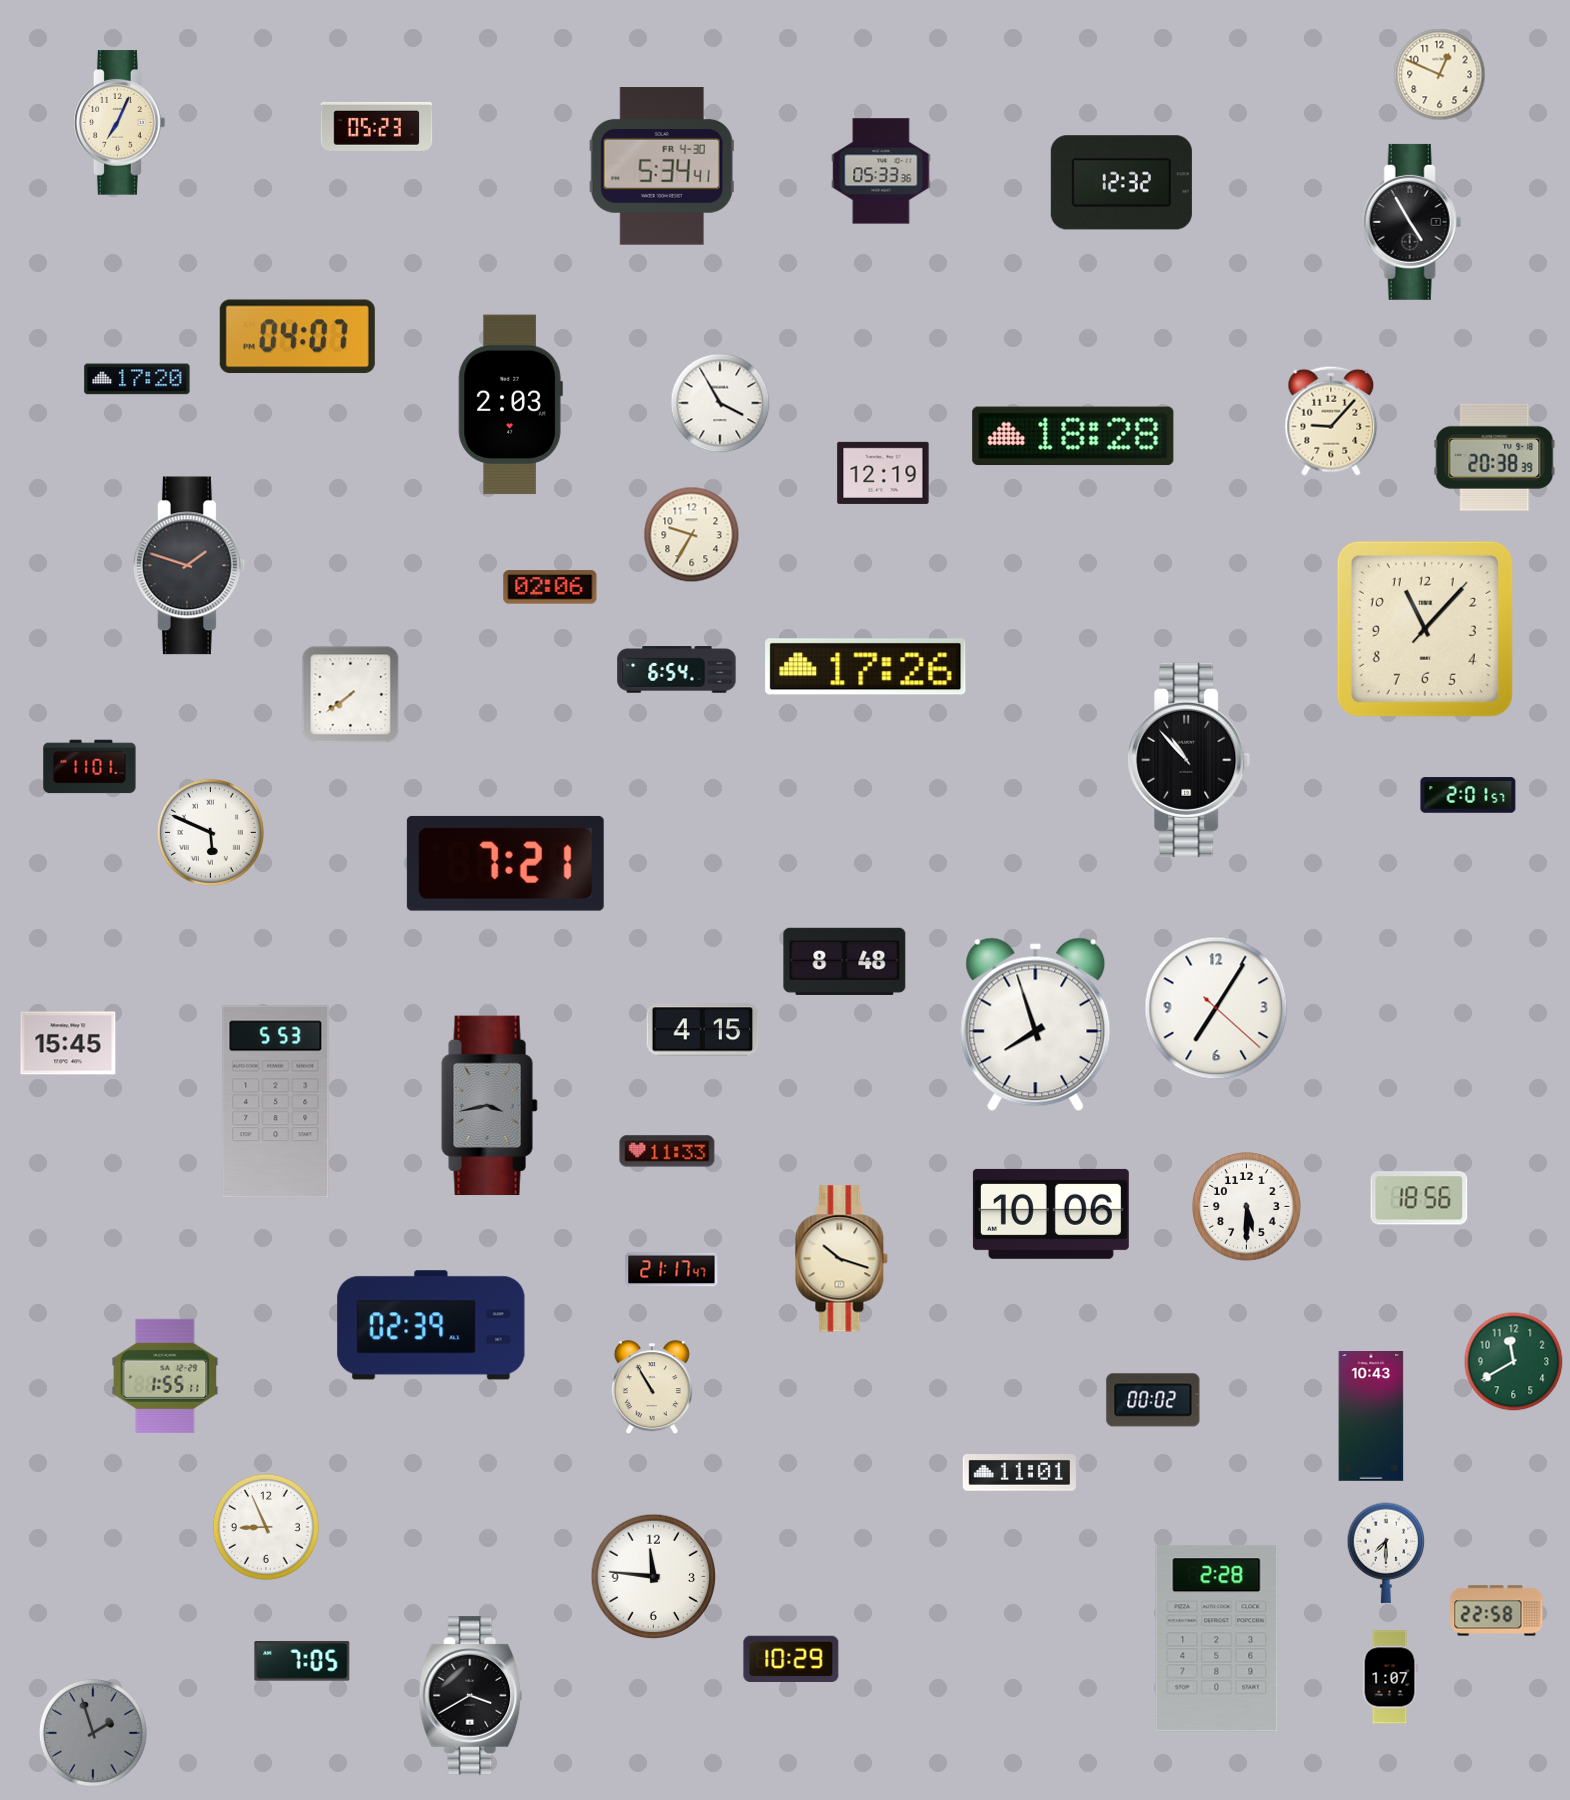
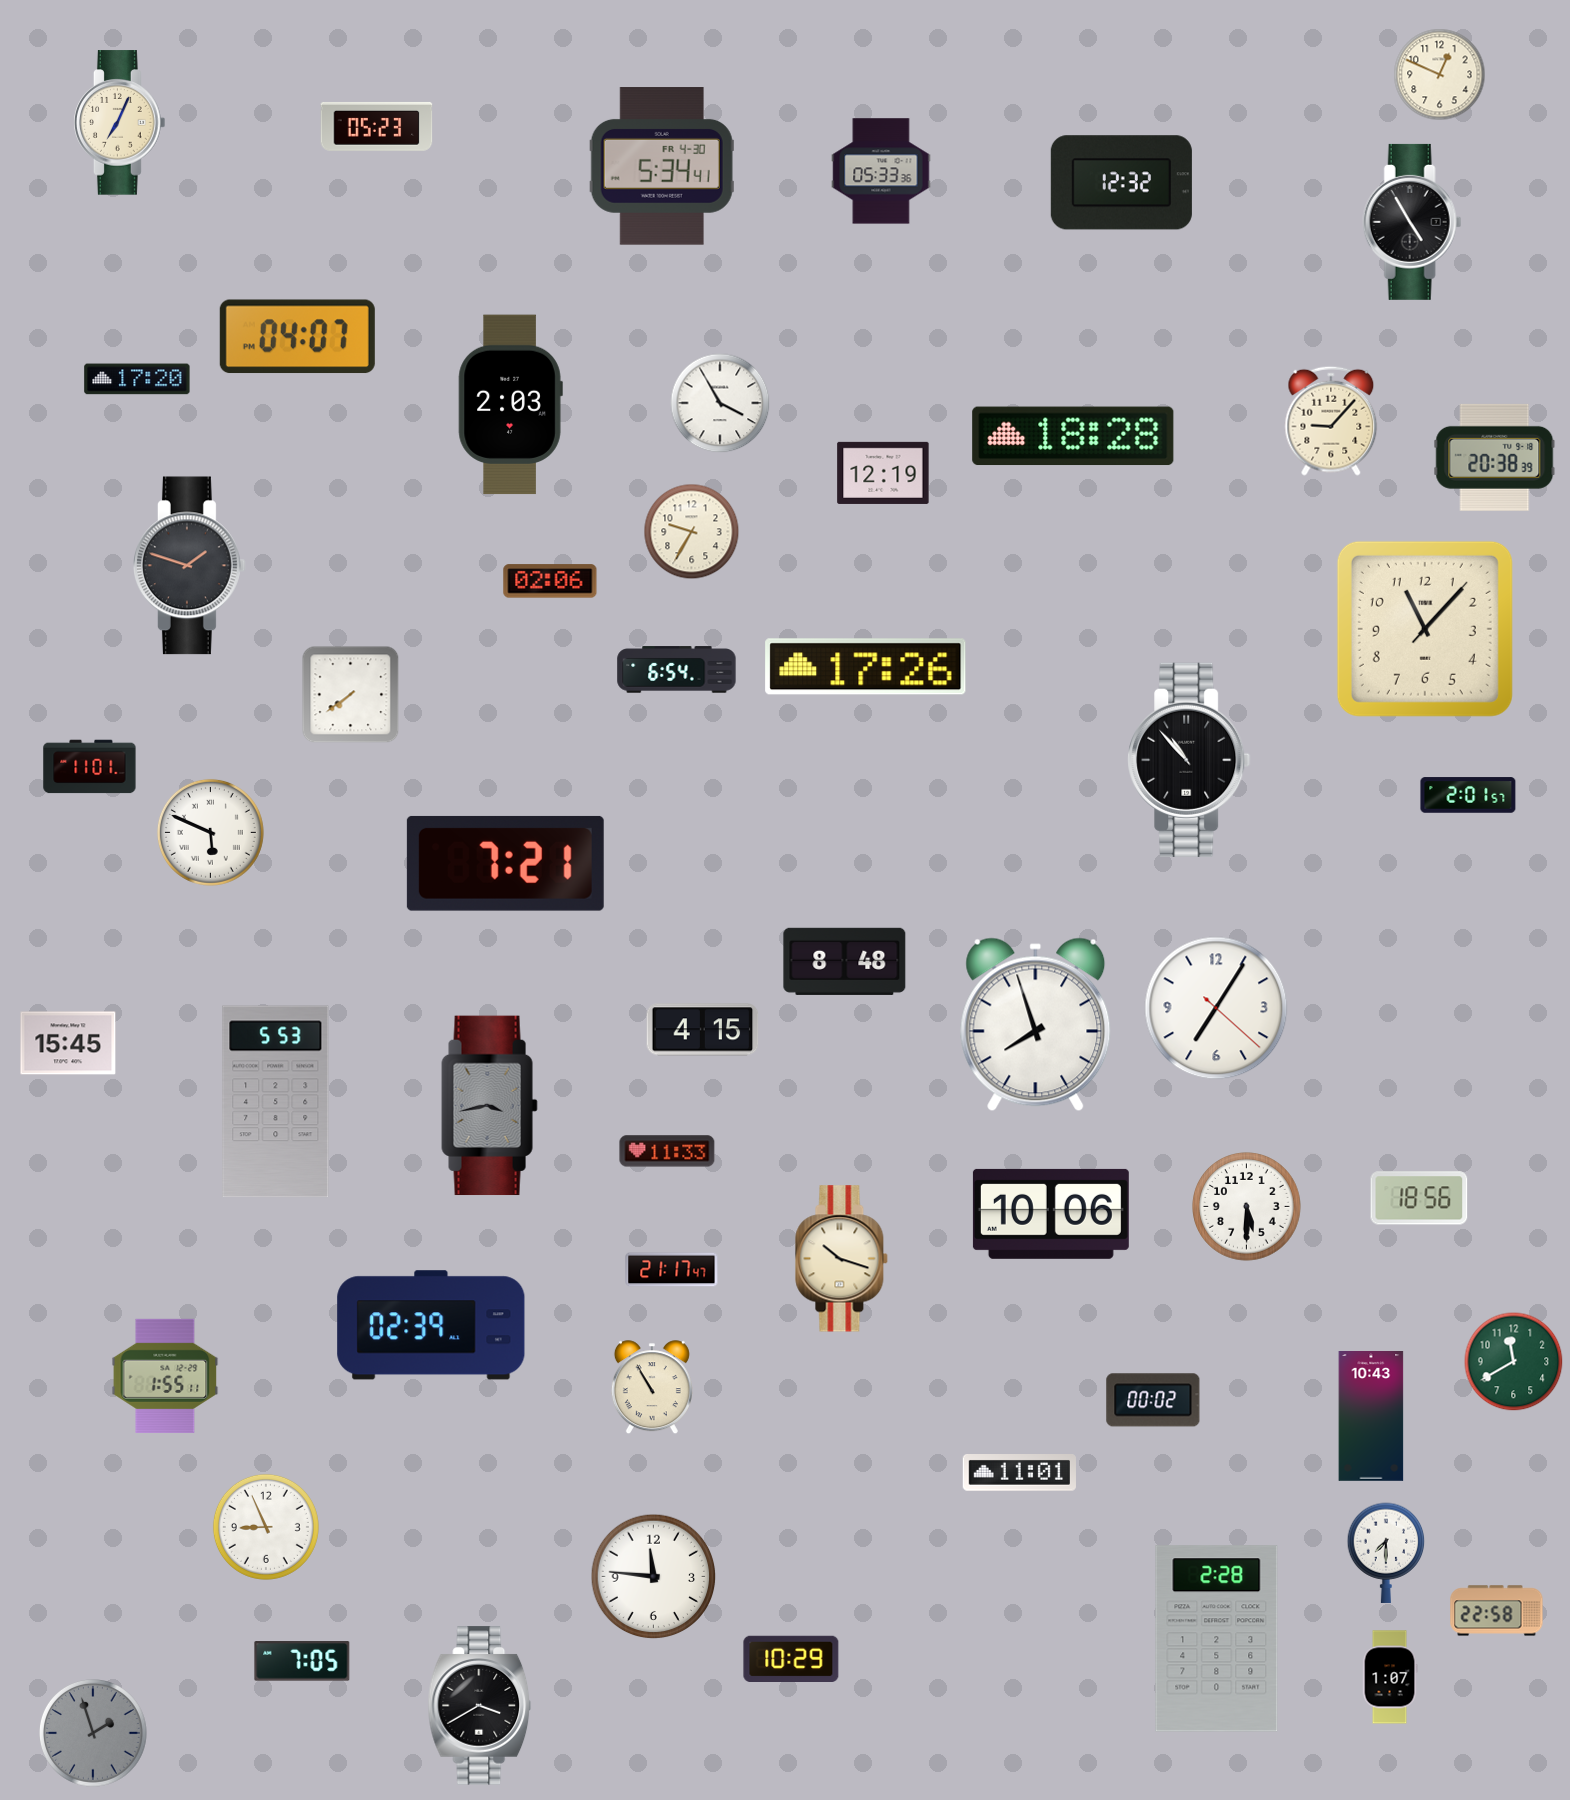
clock at (692, 535) position: (692, 535) -> (692, 532)
clock at (550, 587) position: (550, 587) -> (550, 581)
clock at (471, 1696) position: (471, 1696) -> (480, 1706)
